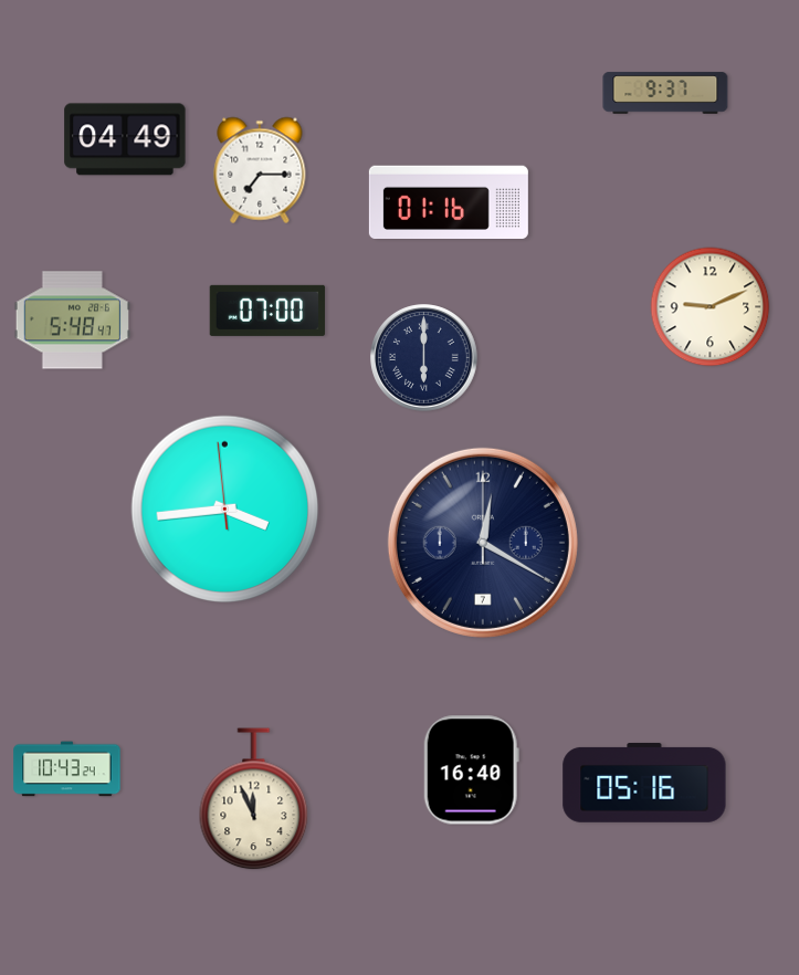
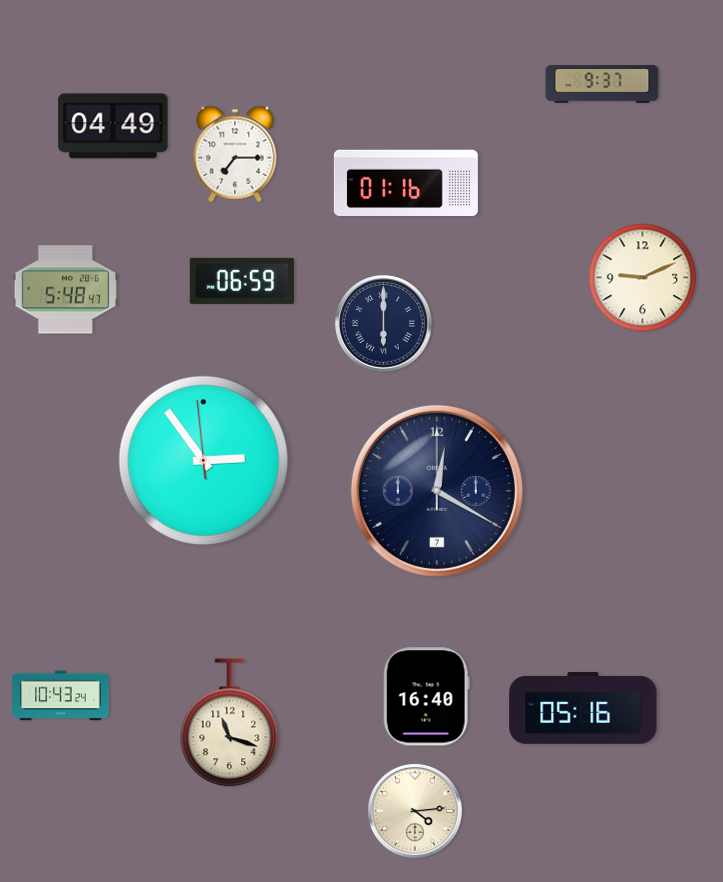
clock at (267, 311): 07:00 -> 06:59
clock at (225, 510): 3:43 -> 2:53
clock at (254, 799): 11:56 -> 11:18
clock at (415, 811): none -> 4:14
